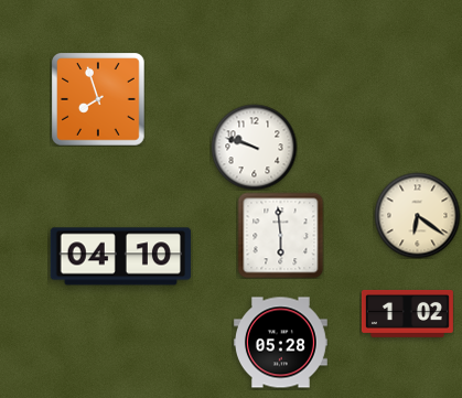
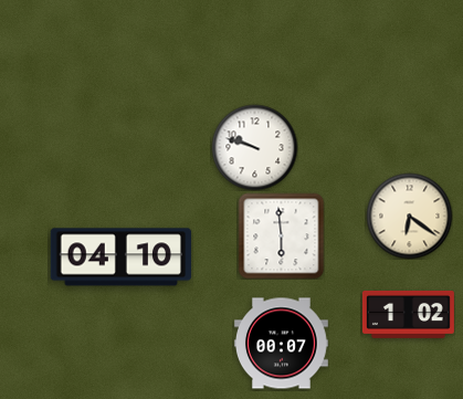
clock at (98, 99): 7:57 -> none
clock at (417, 215) position: (417, 215) -> (409, 216)
clock at (280, 343): 05:28 -> 00:07
